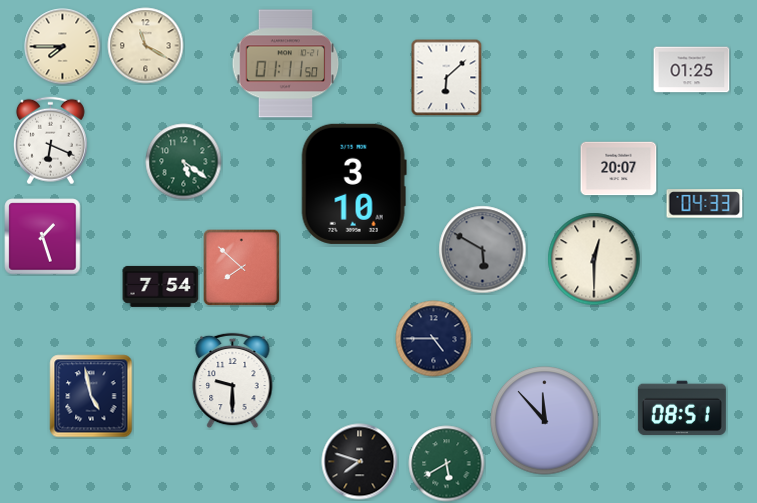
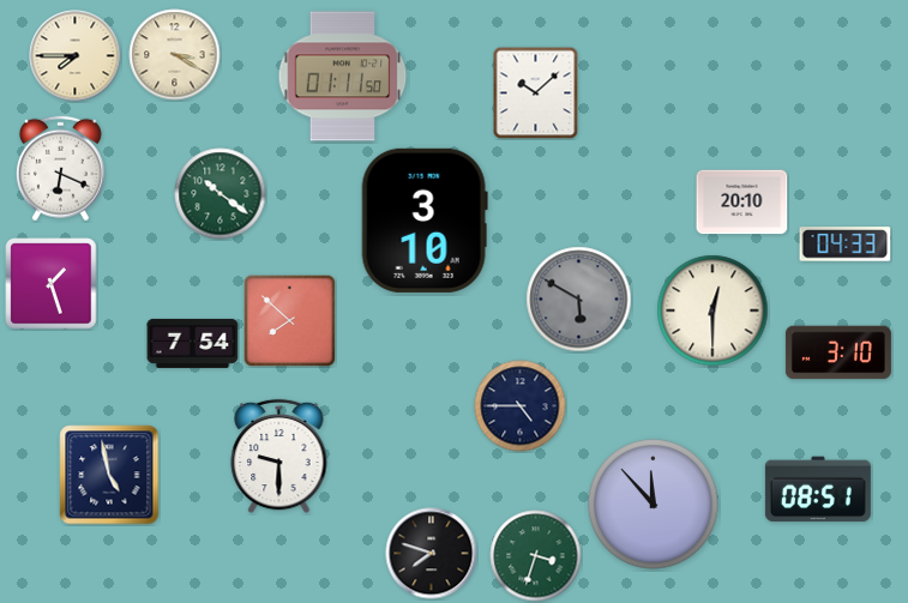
clock at (146, 46): 11:20 -> 3:20
clock at (692, 70): 01:25 -> none
clock at (447, 77): 6:08 -> 10:08
clock at (184, 162): 5:21 -> 10:21
clock at (619, 169): 20:07 -> 20:10
clock at (838, 352): none -> 3:10
clock at (447, 464): 5:40 -> 3:33
